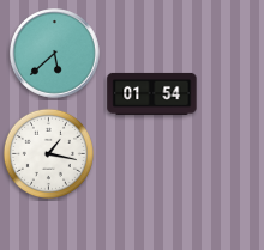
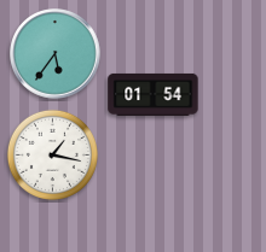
clock at (55, 54): 5:38 -> 5:36
clock at (48, 153) position: (48, 153) -> (52, 154)
